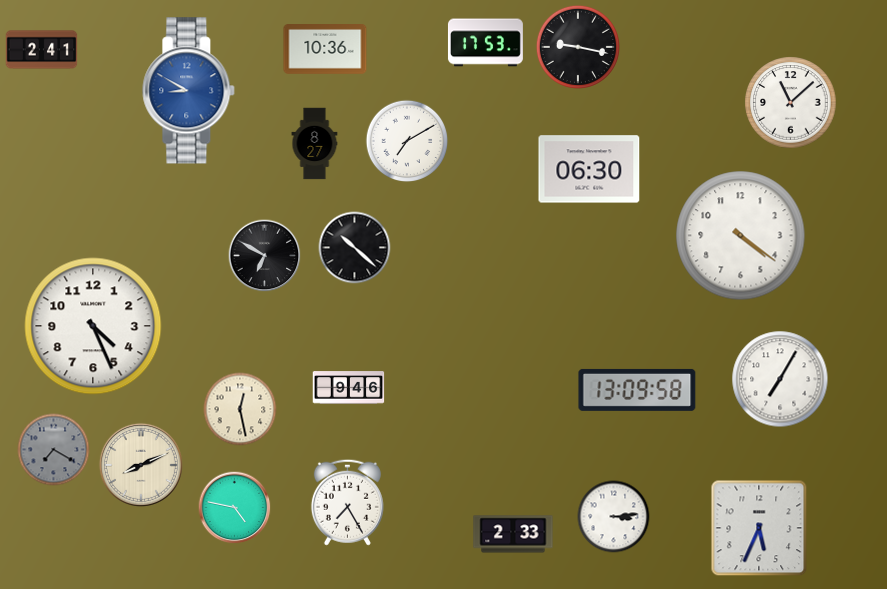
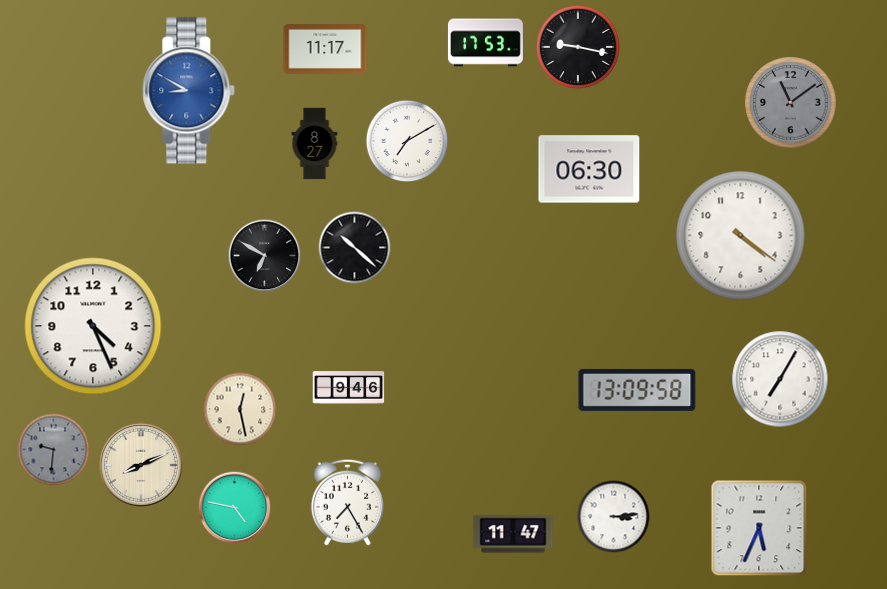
clock at (42, 50): 2:41 -> none
clock at (325, 50): 10:36 -> 11:17
clock at (791, 103): 11:08 -> 11:09
clock at (791, 103) dial: white -> grey
clock at (54, 450): 7:20 -> 9:31
clock at (513, 534): 2:33 -> 11:47
